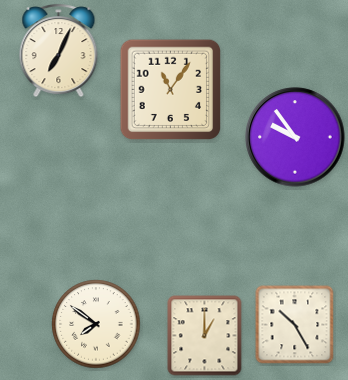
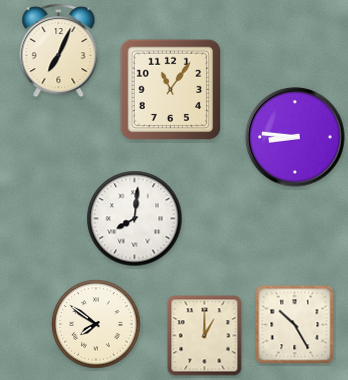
clock at (295, 137): 9:54 -> 8:46
clock at (135, 219): none -> 8:01
